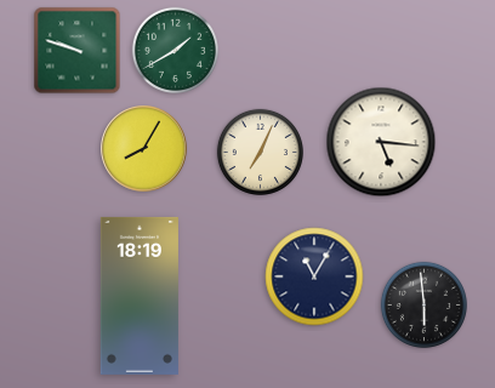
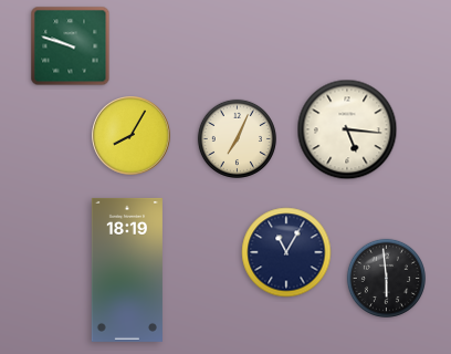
clock at (175, 50): 1:40 -> none
